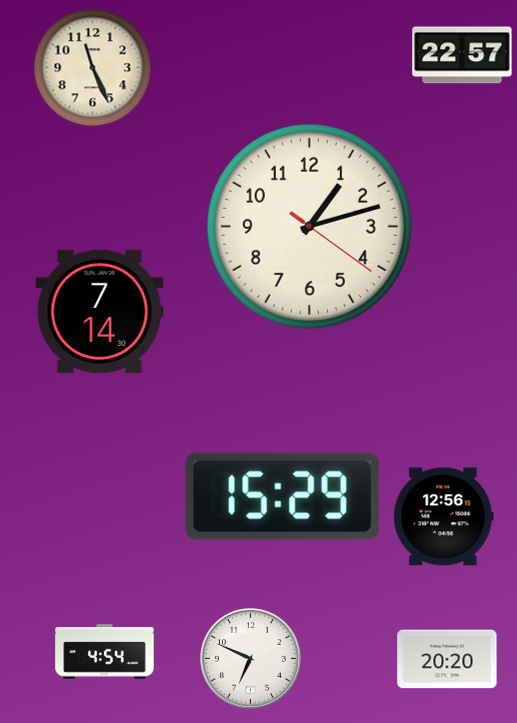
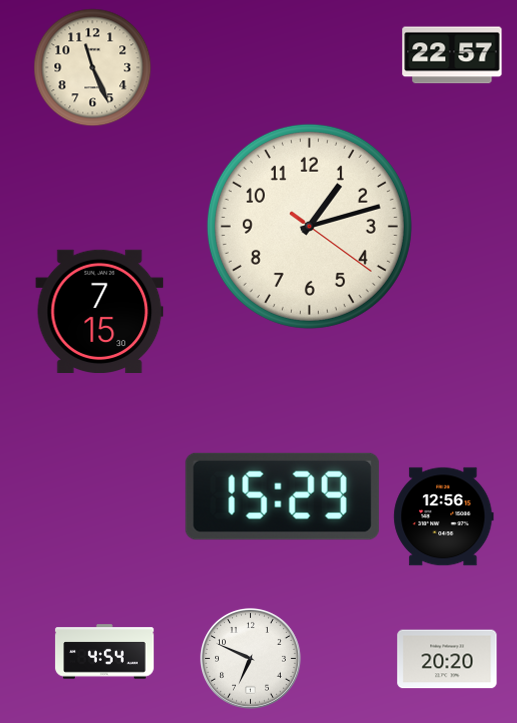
clock at (462, 55) position: (462, 55) -> (452, 55)
clock at (100, 311): 7:14 -> 7:15
